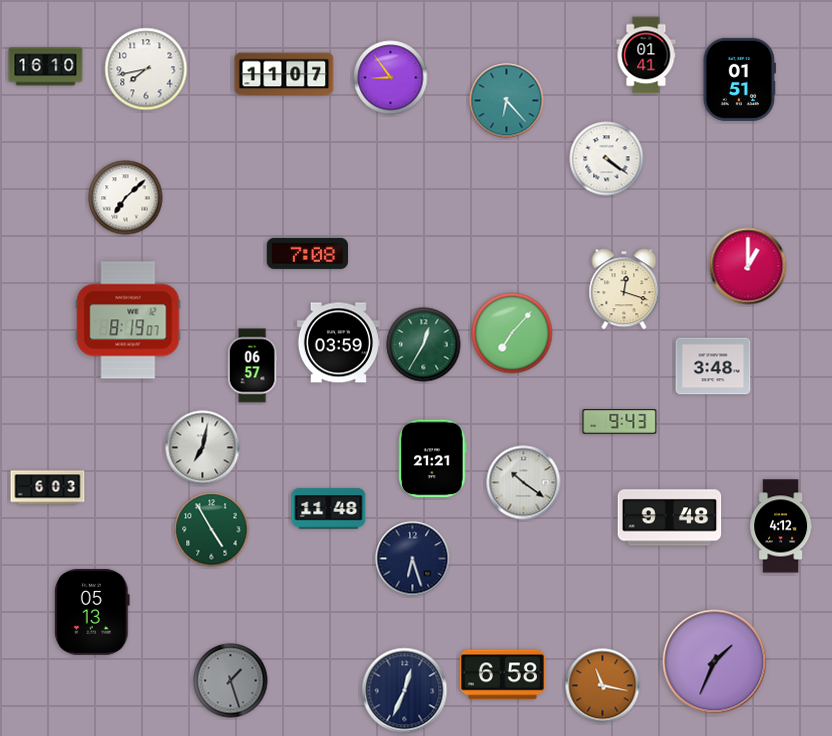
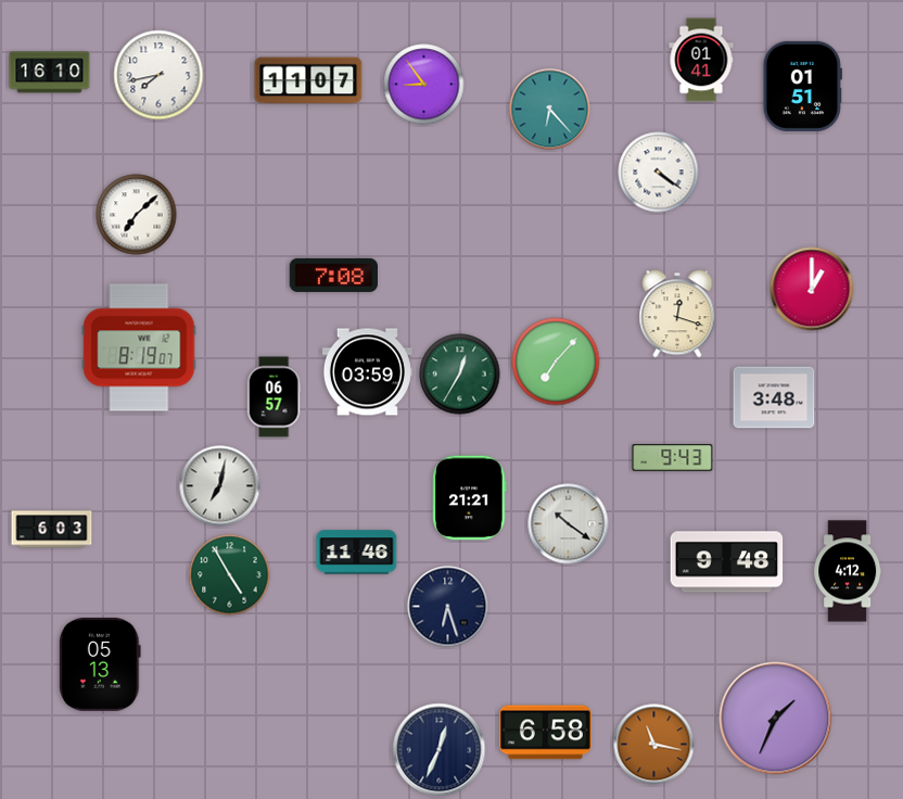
clock at (329, 509): 11:48 -> 11:46
clock at (231, 681): 1:27 -> none
